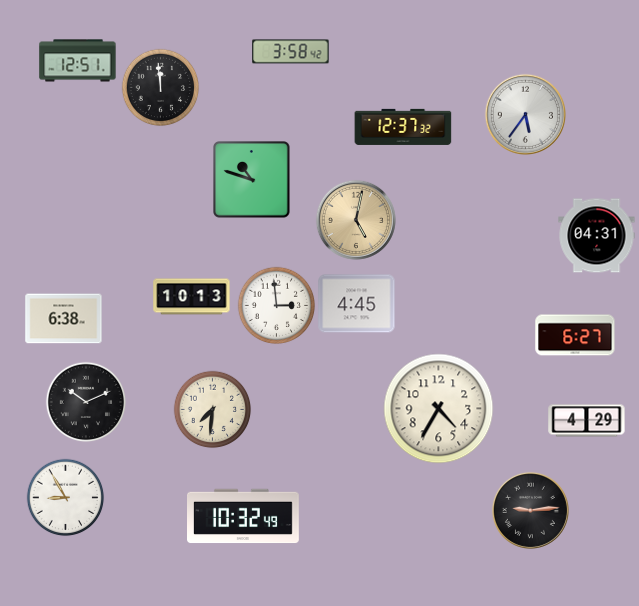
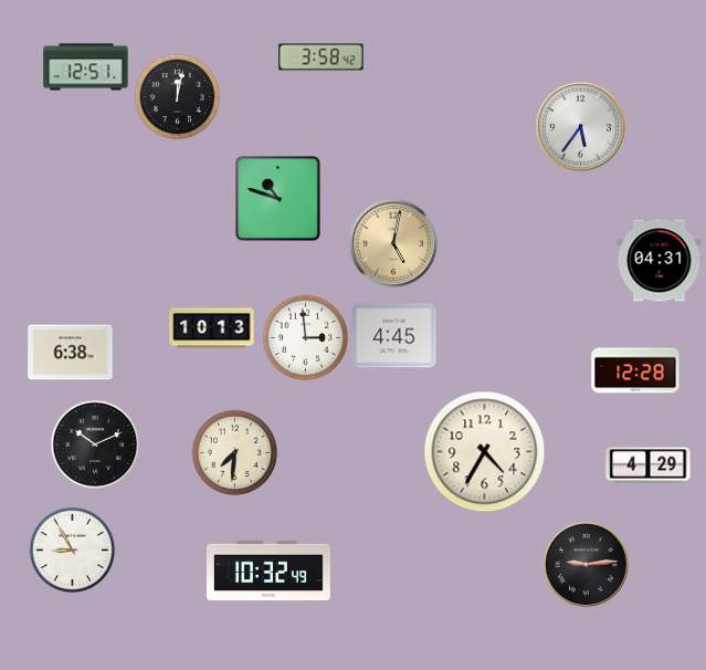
clock at (160, 87): 11:59 -> 12:02
clock at (403, 127): 12:37 -> none
clock at (575, 335): 6:27 -> 12:28
